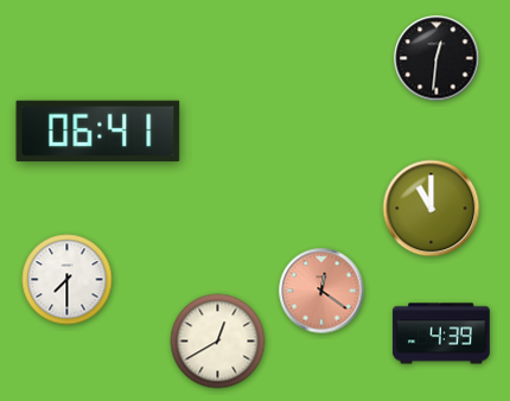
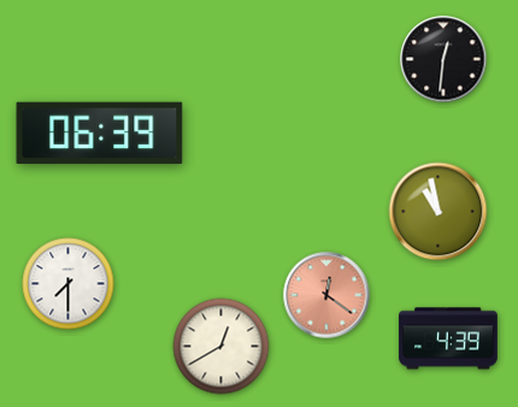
clock at (98, 132): 06:41 -> 06:39
clock at (432, 209): 11:00 -> 10:58
